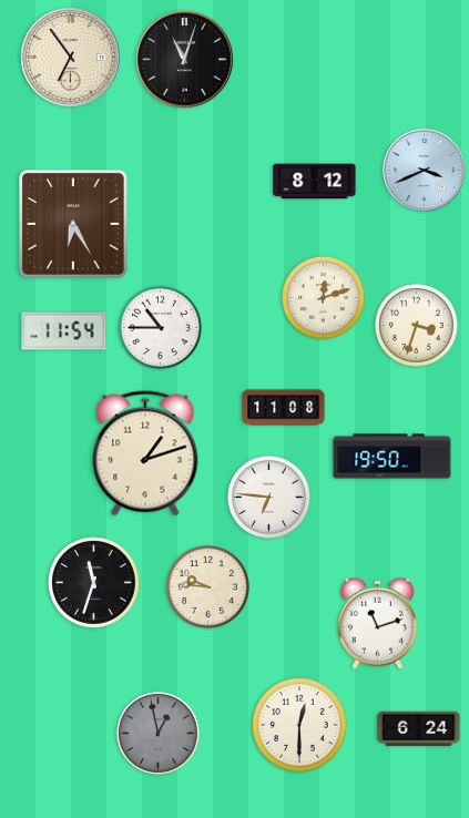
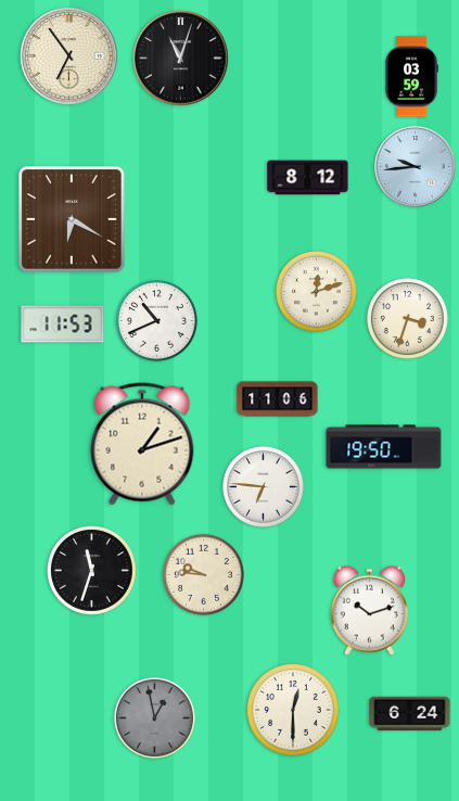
clock at (411, 77): none -> 03:59
clock at (425, 171): 3:41 -> 9:44
clock at (73, 224): 6:25 -> 6:20
clock at (160, 327): 10:45 -> 10:41
clock at (64, 331): 11:54 -> 11:53
clock at (284, 408): 11:08 -> 11:06
clock at (377, 623): 11:12 -> 10:12
